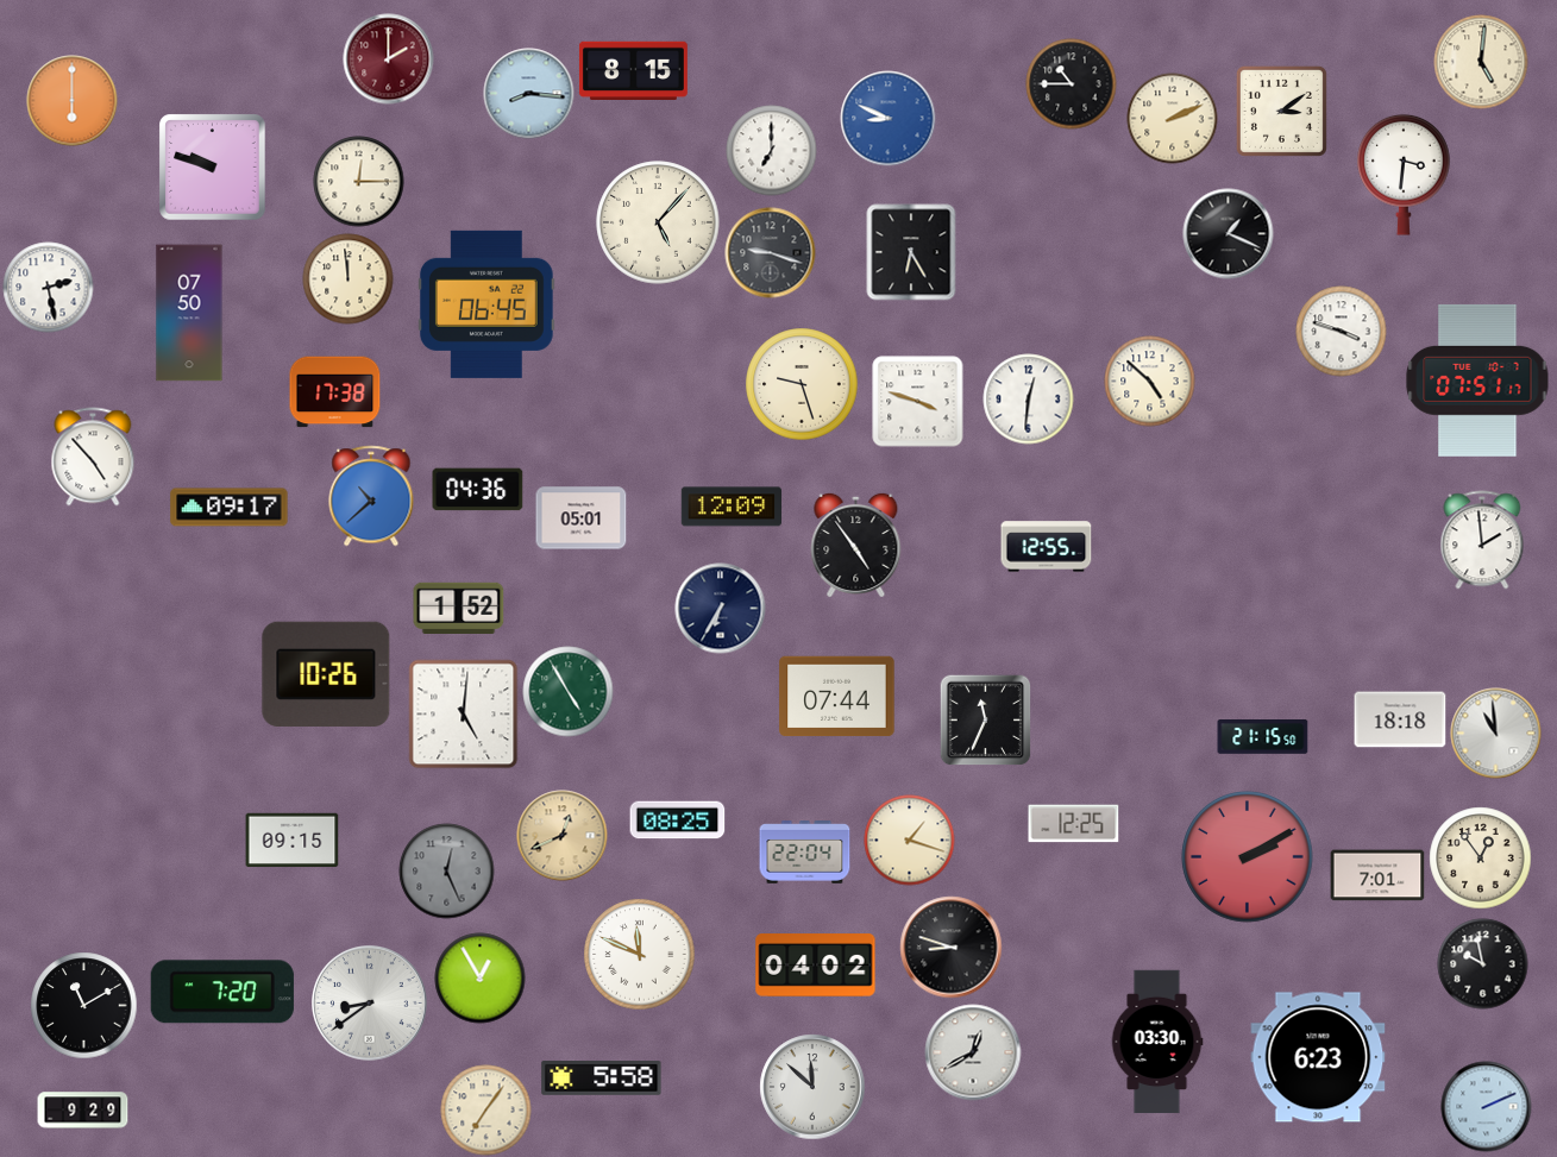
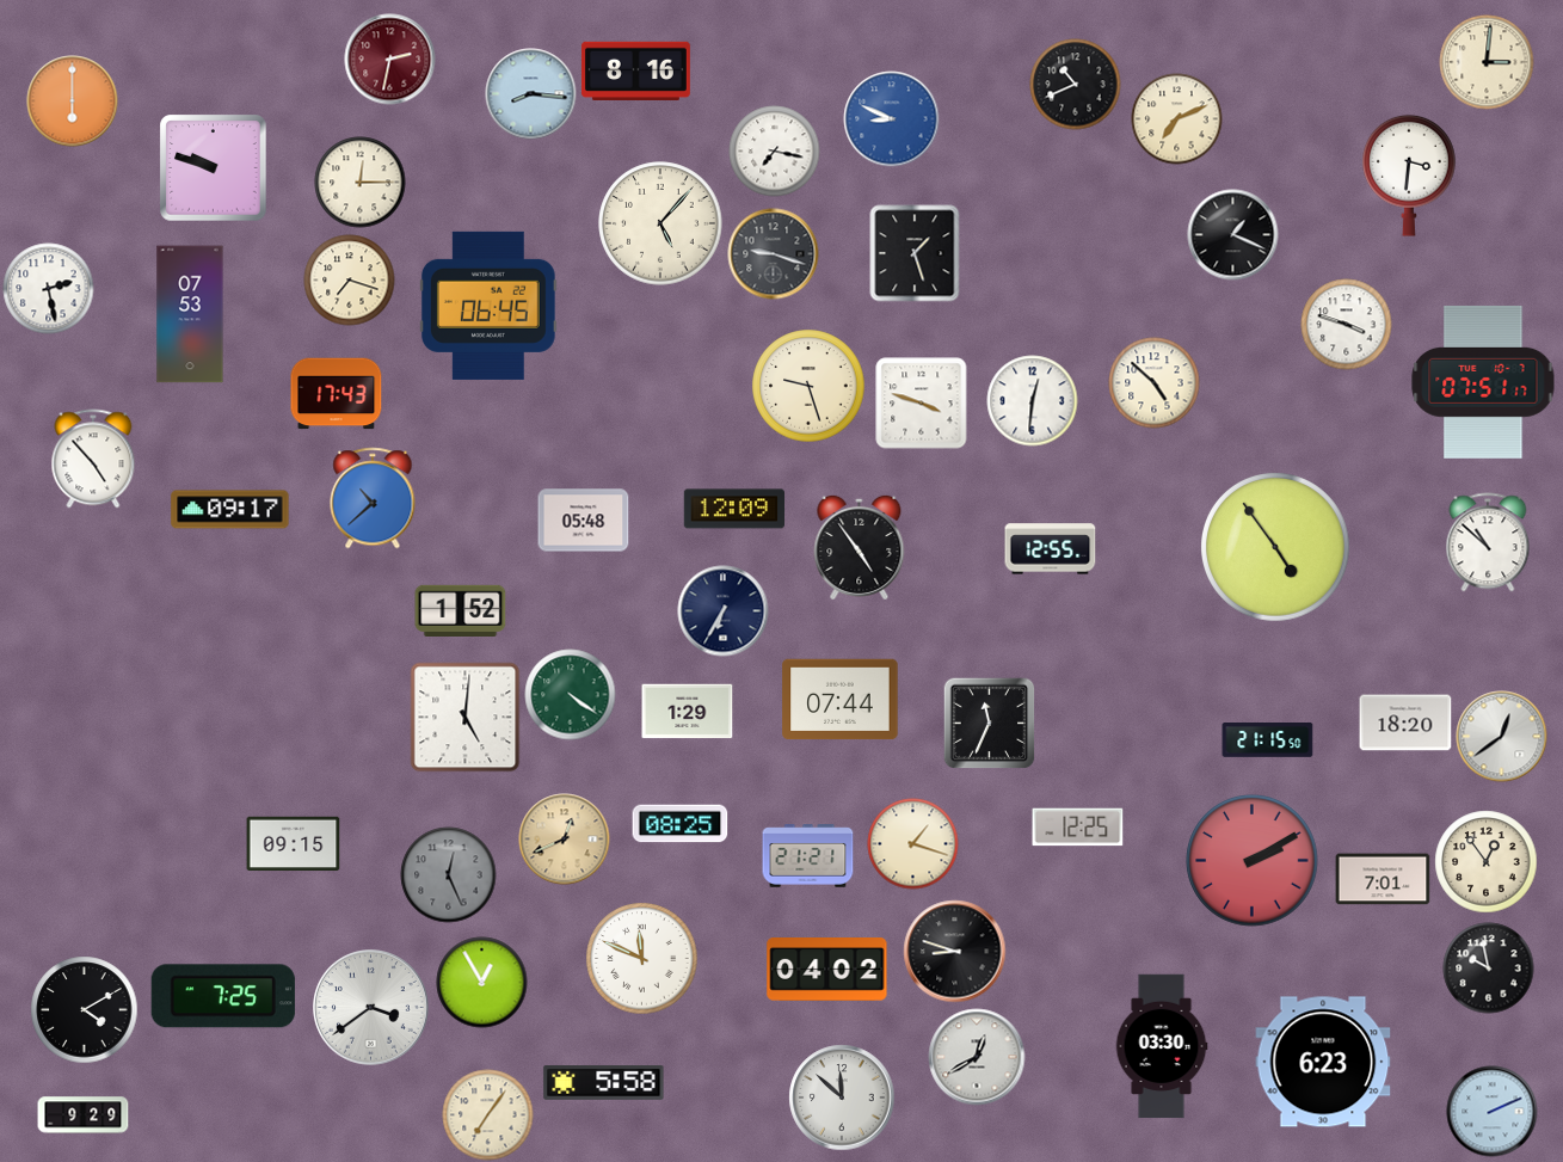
clock at (389, 59): 2:00 -> 2:32
clock at (1481, 62): 5:01 -> 3:01
clock at (633, 70): 8:15 -> 8:16
clock at (1072, 84): 10:45 -> 10:41
clock at (1281, 111): 3:09 -> none
clock at (1173, 119): 2:11 -> 7:11
clock at (772, 151): 7:00 -> 7:17
clock at (911, 252): 6:25 -> 1:27
clock at (349, 279): 11:59 -> 7:18
clock at (189, 313): 07:50 -> 07:53
clock at (1342, 332) position: (1342, 332) -> (1347, 325)
clock at (802, 384) position: (802, 384) -> (808, 386)
clock at (335, 392): 17:38 -> 17:43
clock at (478, 490): 04:36 -> none
clock at (582, 518): 05:01 -> 05:48
clock at (1482, 540): 1:59 -> 10:52
clock at (1276, 548): none -> 4:54
clock at (326, 674): 10:26 -> none
clock at (569, 692): 4:55 -> 4:21
clock at (688, 712): none -> 1:29
clock at (1400, 719): 18:18 -> 18:20
clock at (1496, 734): 10:59 -> 12:39
clock at (805, 853): 22:04 -> 21:21
clock at (816, 966) position: (816, 966) -> (827, 970)
clock at (222, 992): 7:20 -> 7:25
clock at (370, 1004): 8:39 -> 3:39
clock at (84, 1006): 11:10 -> 4:10
clock at (812, 1087) position: (812, 1087) -> (842, 1098)
